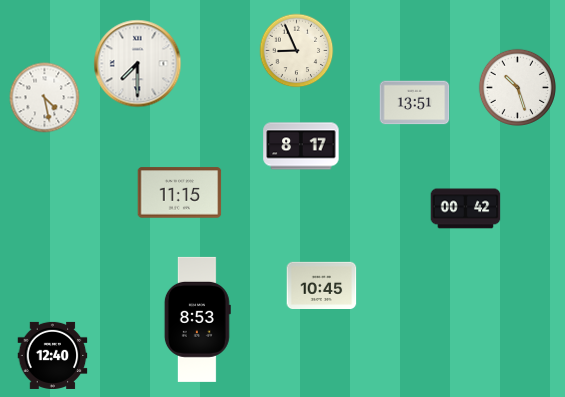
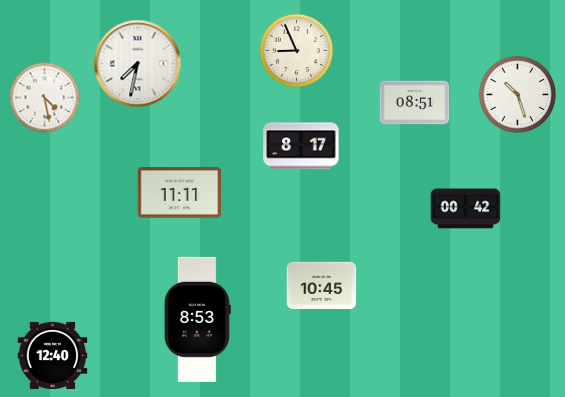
clock at (138, 64): 7:30 -> 7:32
clock at (517, 87) position: (517, 87) -> (517, 94)
clock at (415, 103): 13:51 -> 08:51
clock at (180, 193): 11:15 -> 11:11
